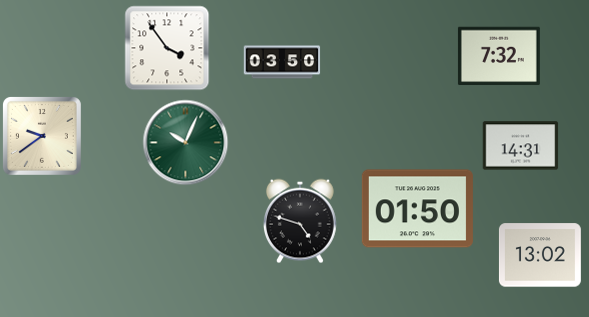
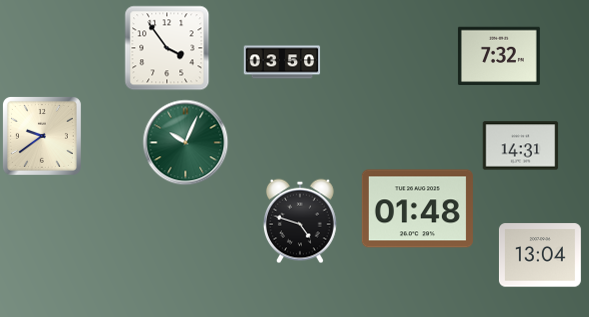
clock at (417, 209): 01:50 -> 01:48
clock at (540, 255): 13:02 -> 13:04
